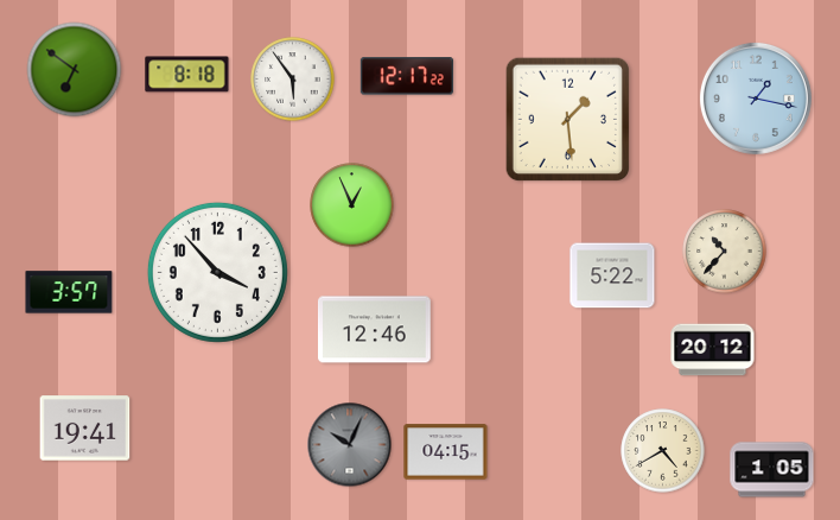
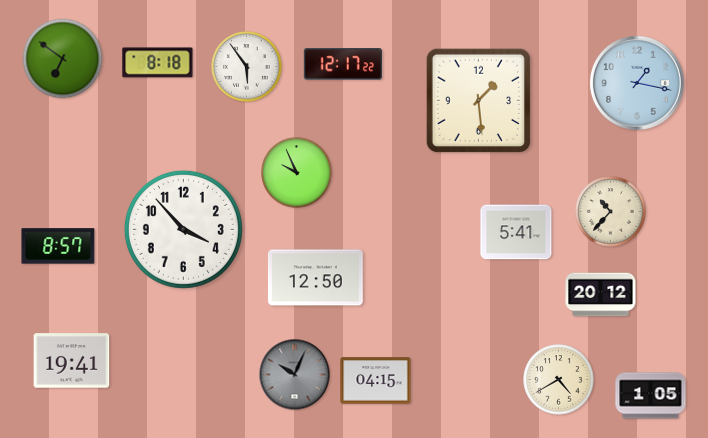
clock at (352, 205): 12:56 -> 9:56
clock at (612, 275): 5:22 -> 5:41
clock at (69, 292): 3:57 -> 8:57
clock at (375, 330): 12:46 -> 12:50
